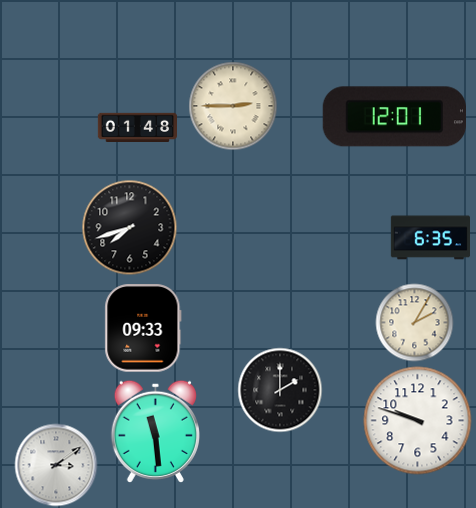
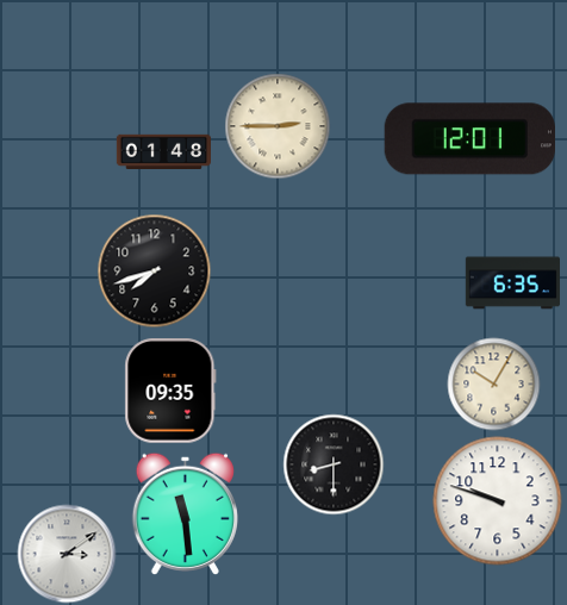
clock at (415, 323): 2:05 -> 10:05
clock at (143, 328): 09:33 -> 09:35
clock at (280, 390): 2:00 -> 8:30
